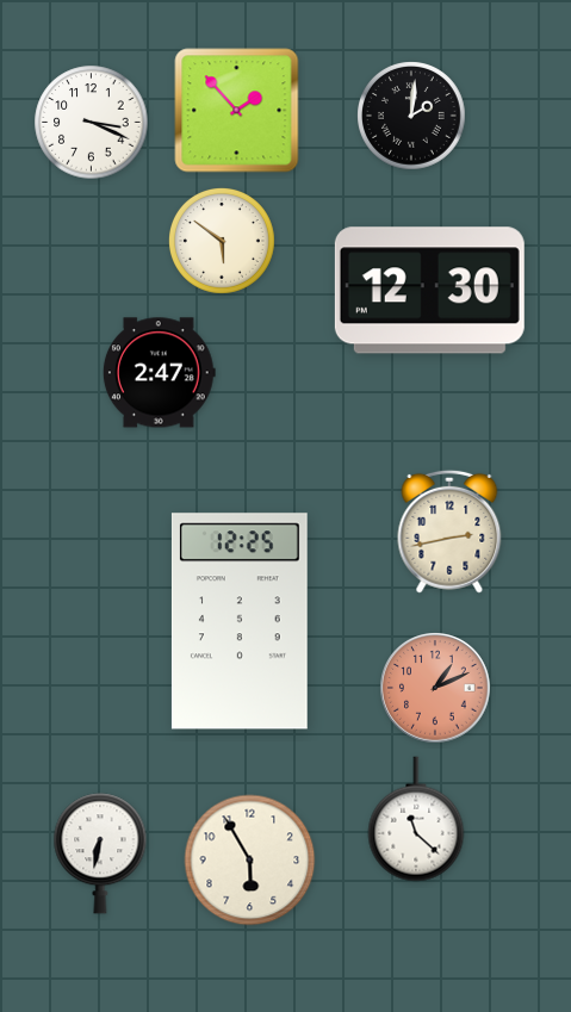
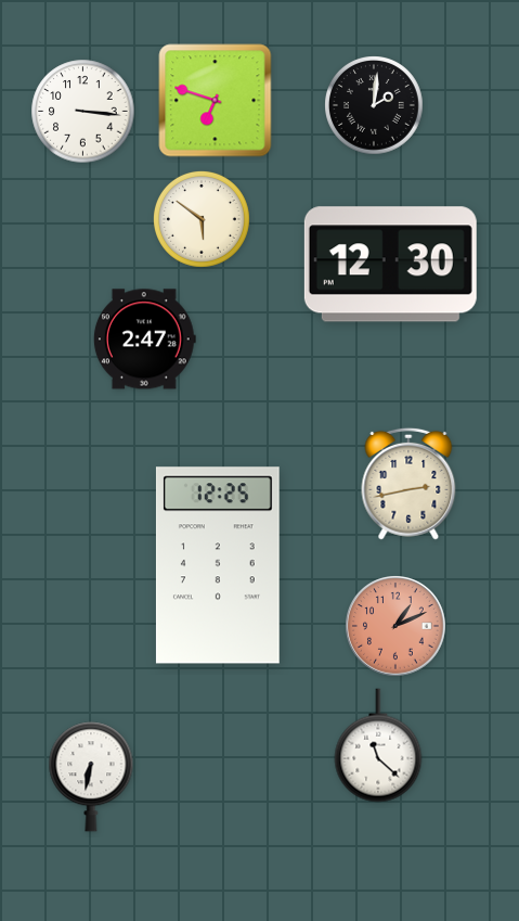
clock at (237, 111): 1:53 -> 6:48
clock at (92, 123): 3:19 -> 3:16
clock at (250, 861): 5:55 -> none
